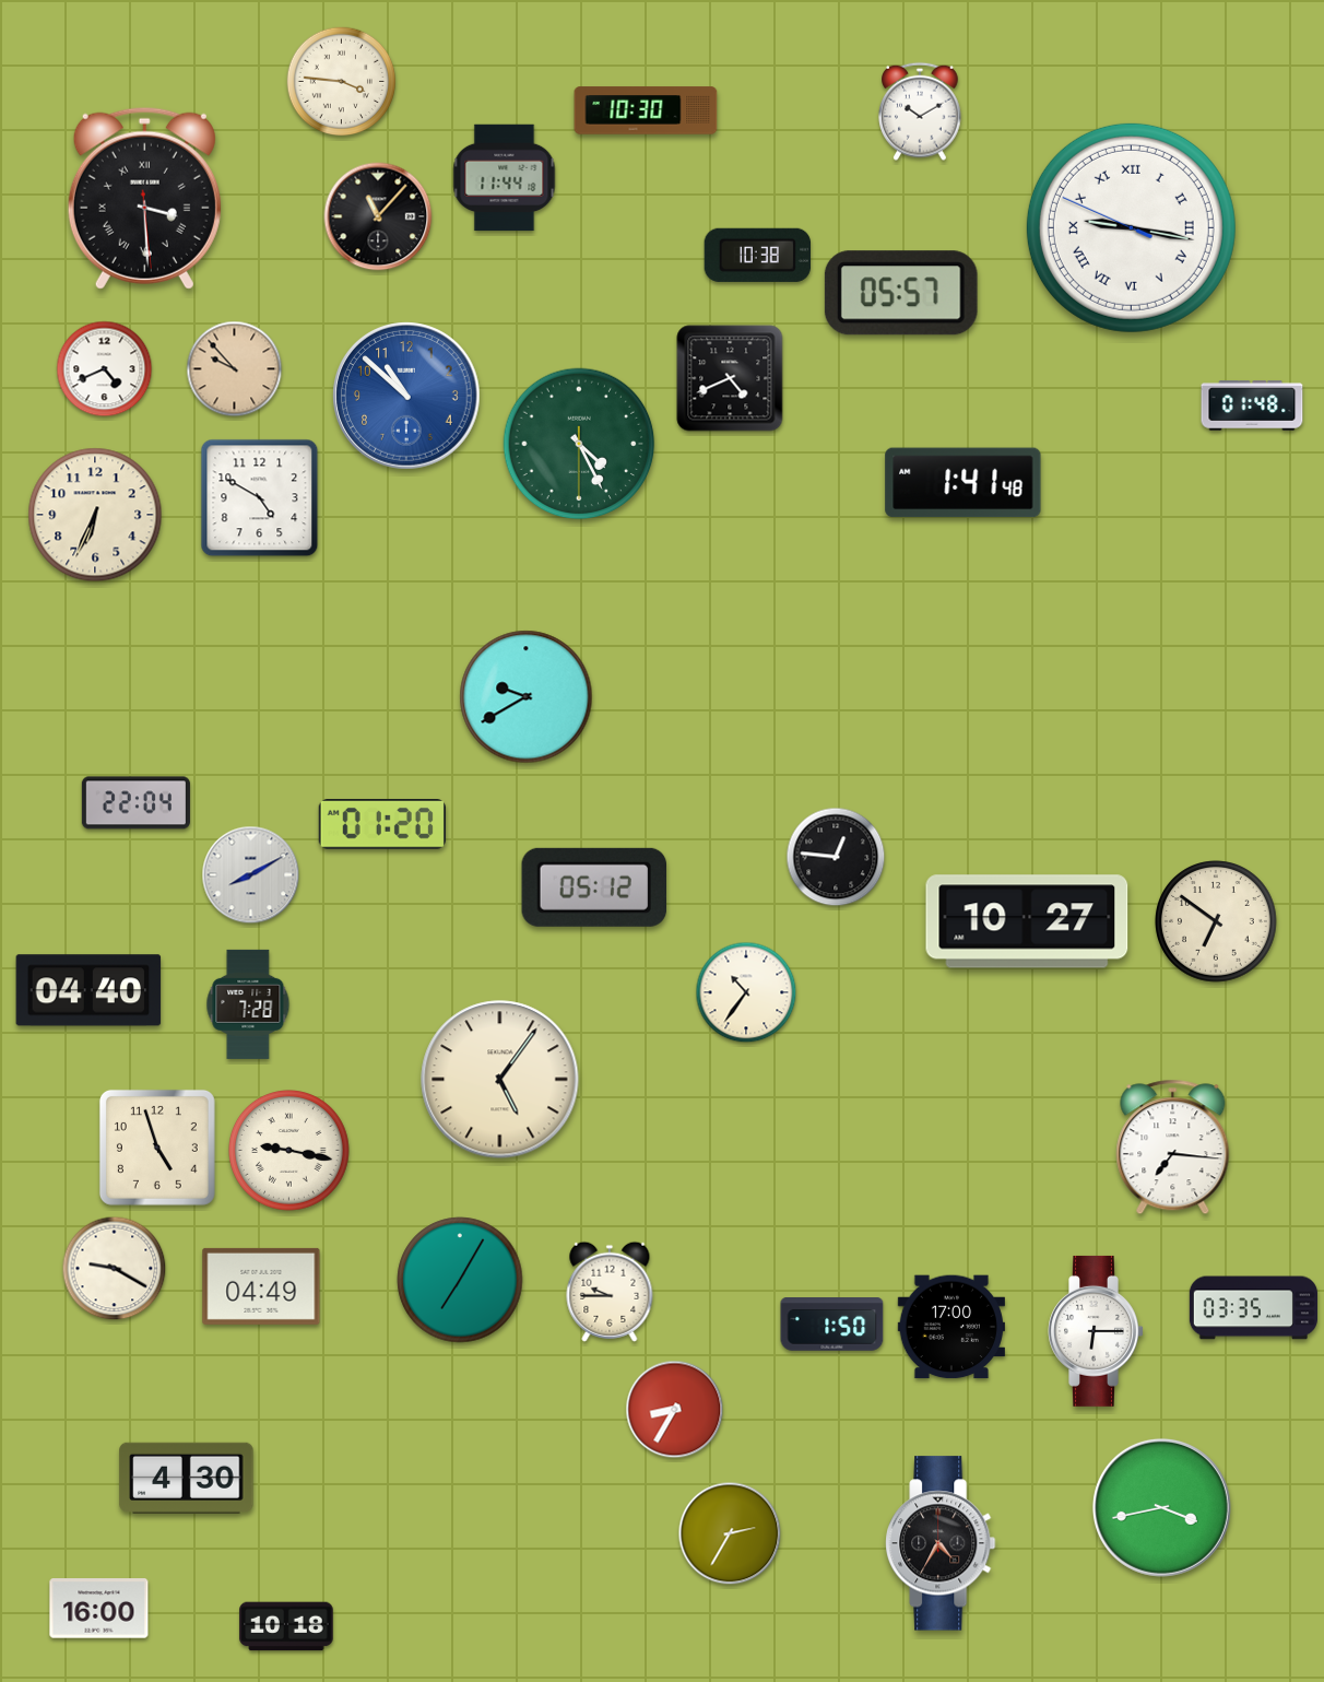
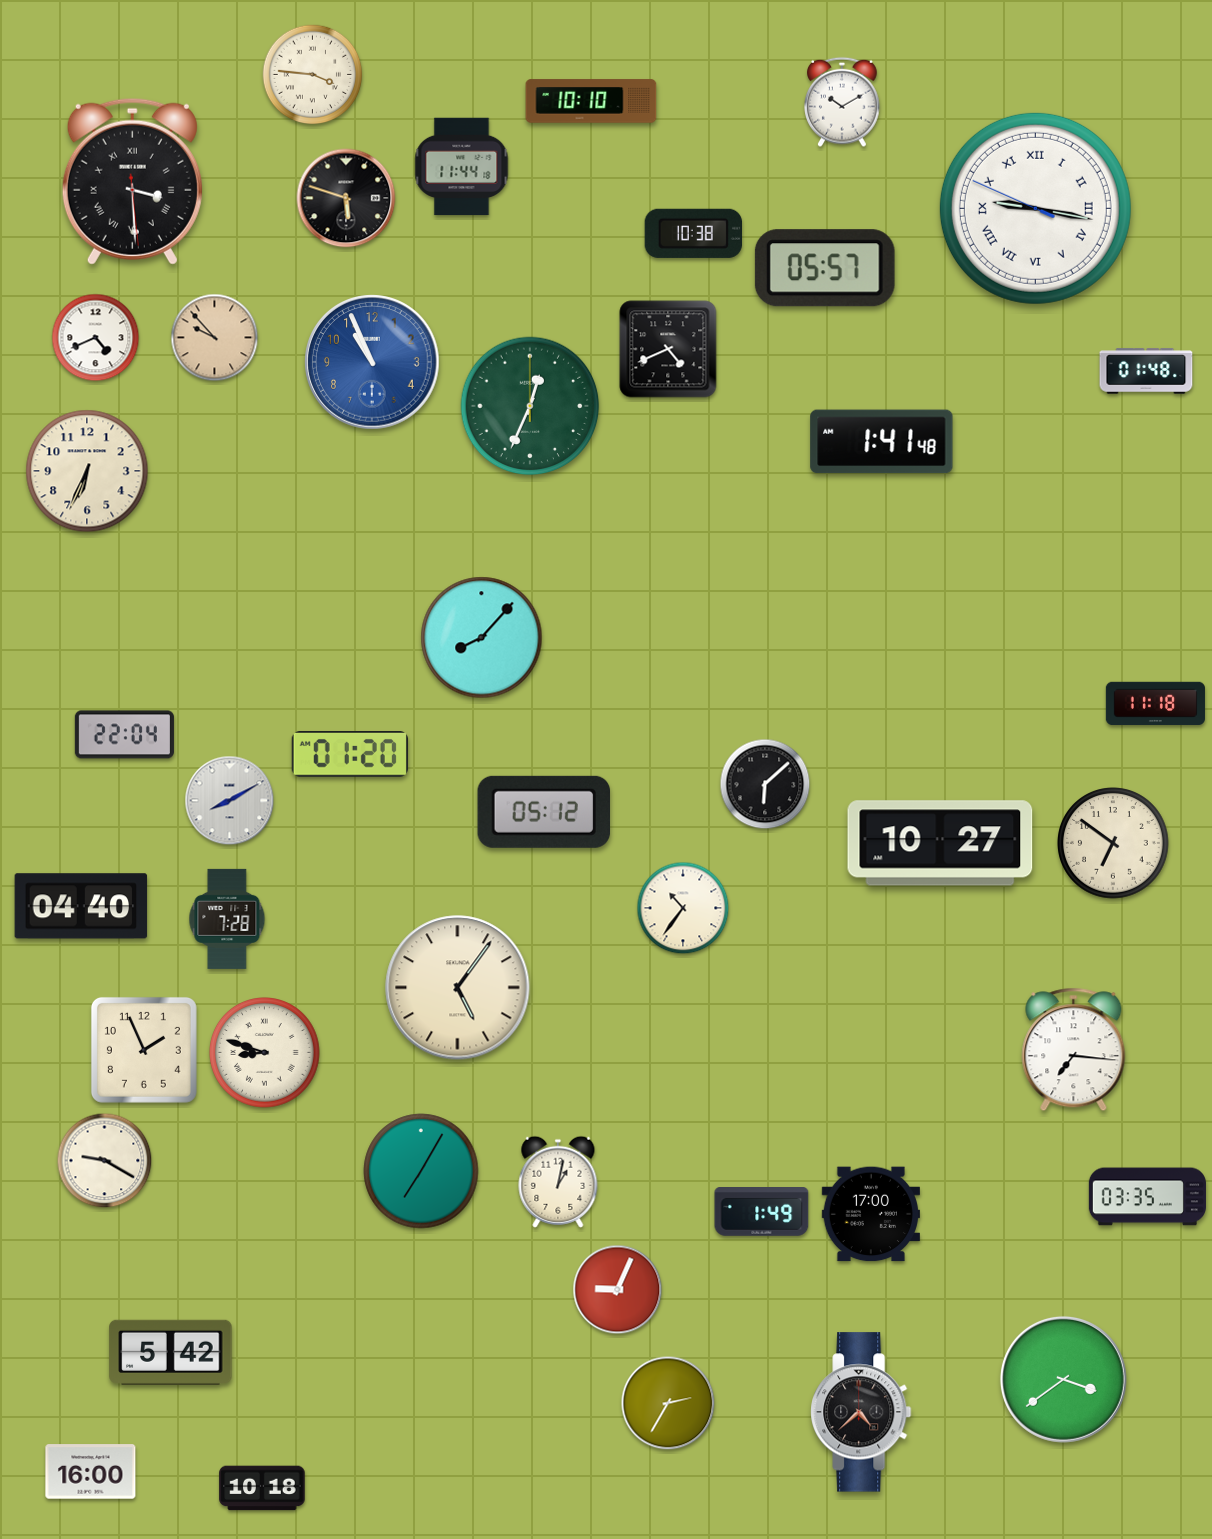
clock at (646, 110): 10:30 -> 10:10
clock at (505, 178) position: (505, 178) -> (462, 167)
clock at (378, 216): 11:07 -> 5:48
clock at (730, 378) position: (730, 378) -> (668, 349)
clock at (406, 396): 10:52 -> 10:56
clock at (579, 444): 4:25 -> 12:34
clock at (260, 498): 4:50 -> none
clock at (527, 697): 9:40 -> 8:07
clock at (1155, 704): none -> 11:18
clock at (836, 857): 12:46 -> 6:08
clock at (157, 1148): 4:57 -> 1:56
clock at (289, 1151): 9:17 -> 8:48
clock at (261, 1286): 04:49 -> none
clock at (610, 1292): 9:45 -> 1:02
clock at (832, 1325): 1:50 -> 1:49
clock at (1096, 1331): 6:15 -> none
clock at (675, 1410): 8:35 -> 9:04
clock at (187, 1478): 4:30 -> 5:42
clock at (1161, 1507): 3:43 -> 3:39
clock at (941, 1543): 4:35 -> 4:38
